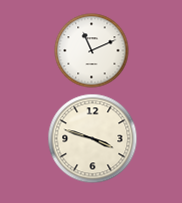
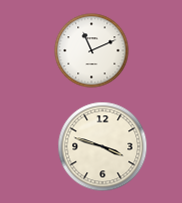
clock at (93, 139) position: (93, 139) -> (103, 147)
